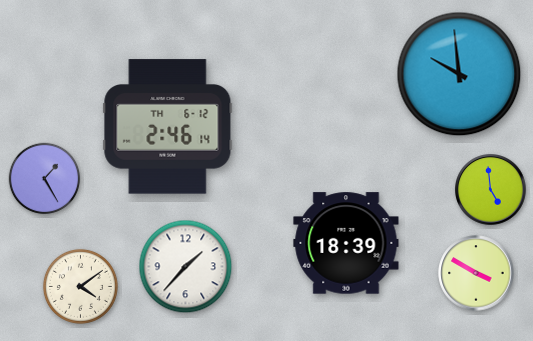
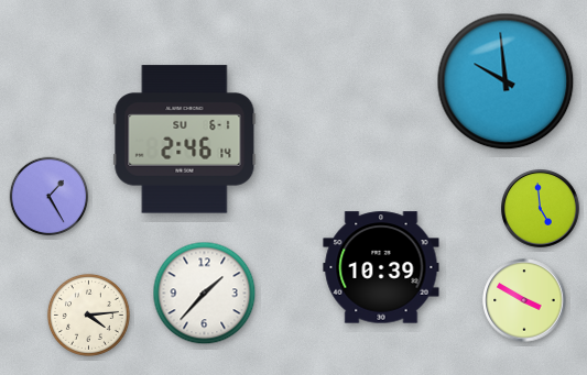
clock at (168, 127) date: TH 6-12 -> SU 6-1
clock at (346, 243): 18:39 -> 10:39
clock at (80, 286): 4:09 -> 4:14
